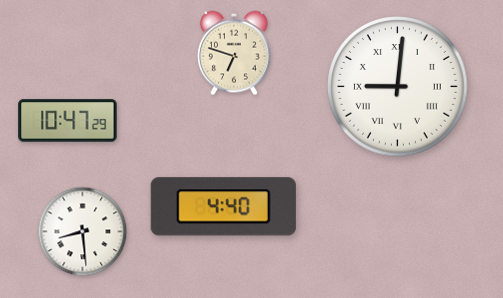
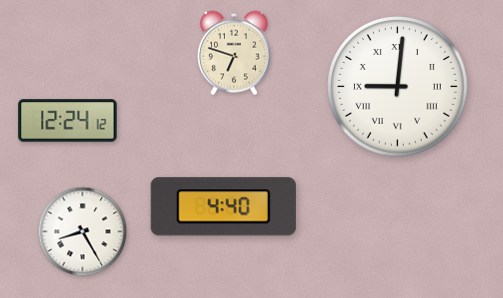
clock at (68, 121): 10:47 -> 12:24
clock at (83, 232): 8:29 -> 8:25
